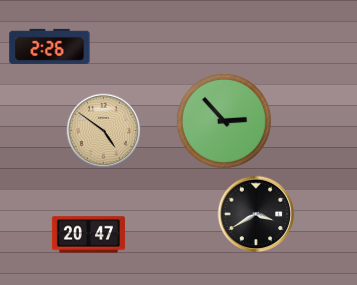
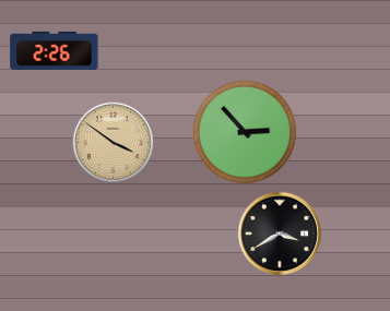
clock at (104, 131): 4:51 -> 3:51
clock at (88, 235): 20:47 -> none
